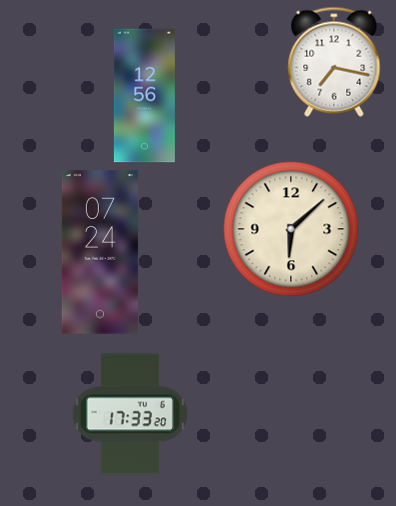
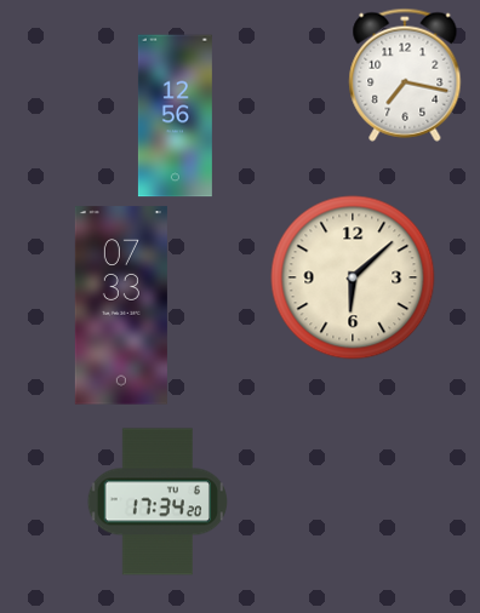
clock at (100, 252): 07:24 -> 07:33
clock at (129, 414): 17:33 -> 17:34
